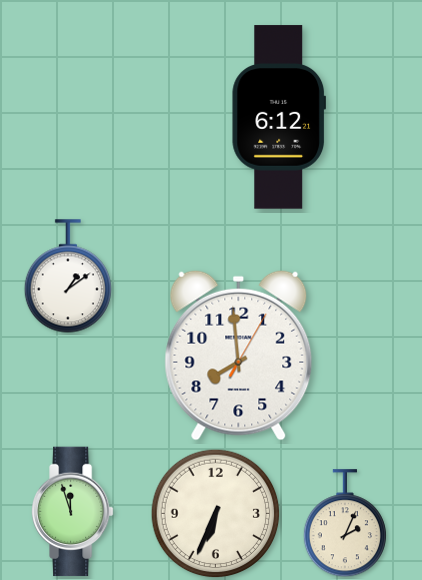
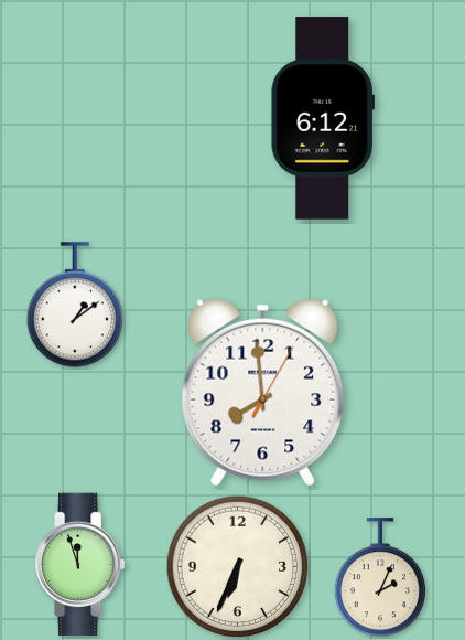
clock at (278, 117) position: (278, 117) -> (322, 118)
